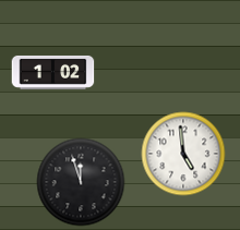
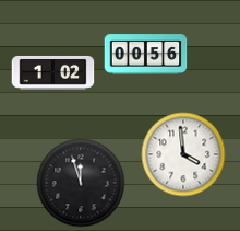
clock at (146, 55): none -> 00:56
clock at (183, 154): 4:59 -> 3:59
